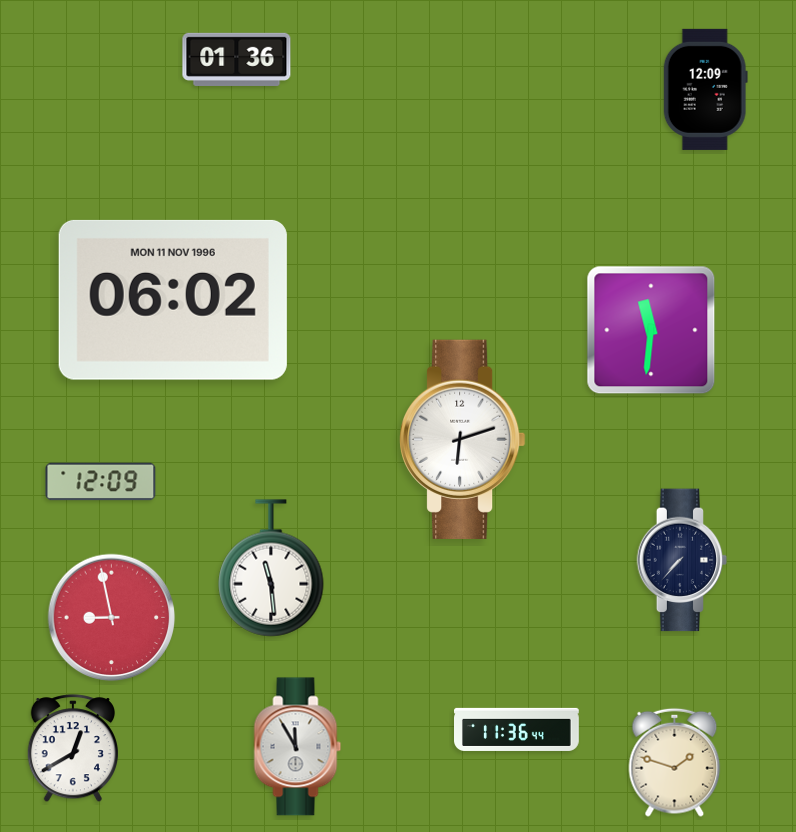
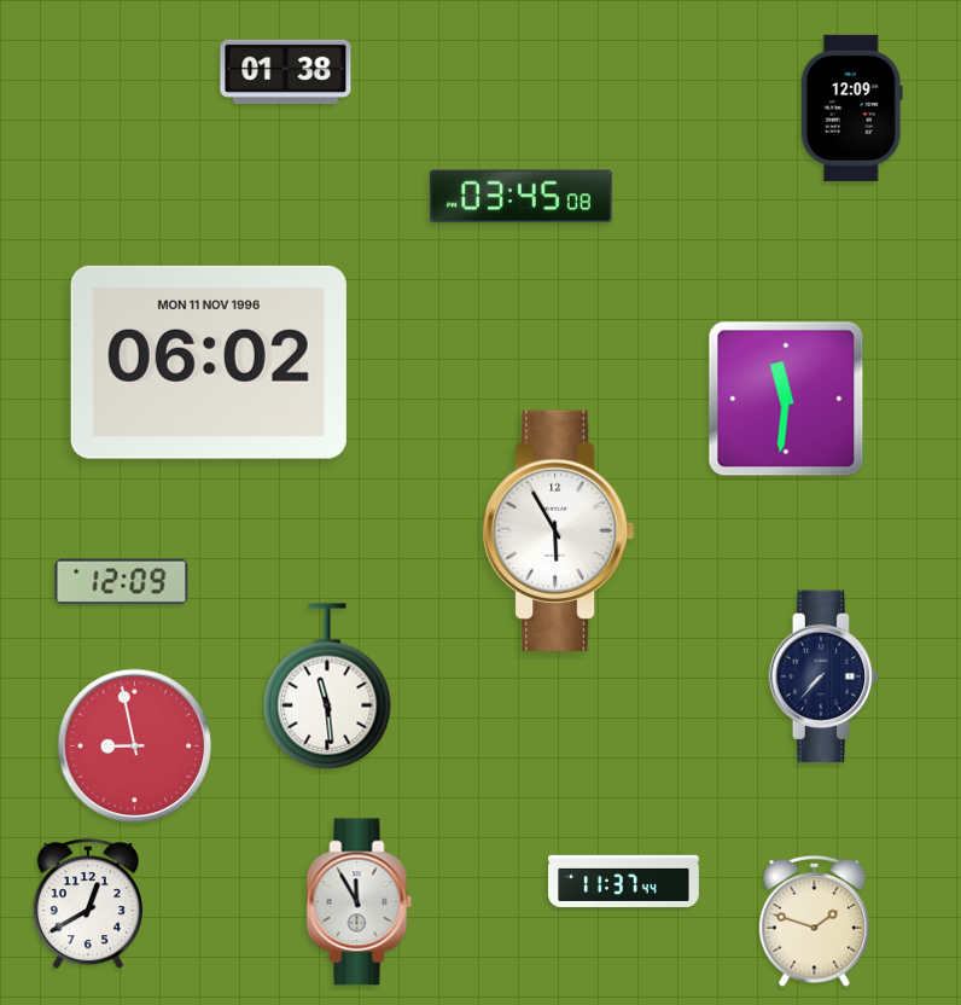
clock at (237, 59): 01:36 -> 01:38
clock at (520, 197): none -> 03:45
clock at (463, 439): 6:12 -> 5:55
clock at (517, 729): 11:36 -> 11:37
